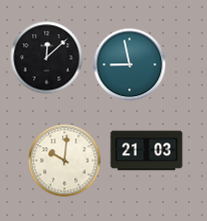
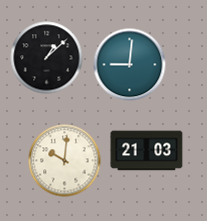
clock at (47, 58): 12:08 -> 1:08
clock at (130, 65): 8:58 -> 9:01
